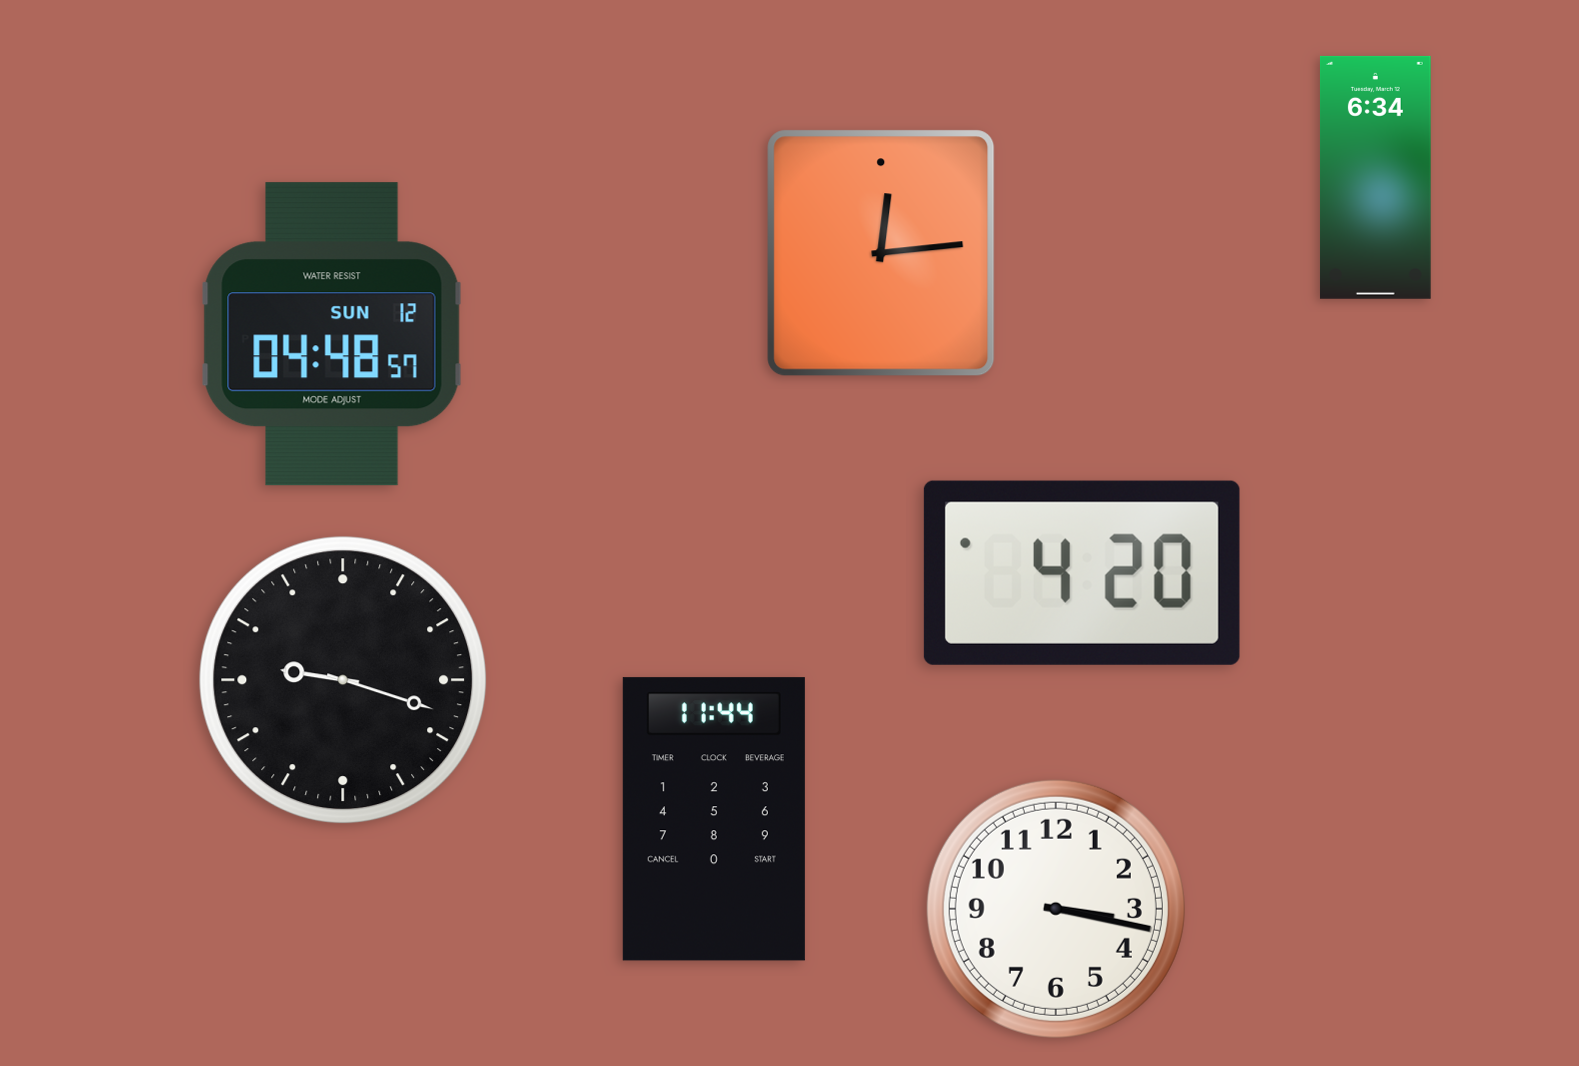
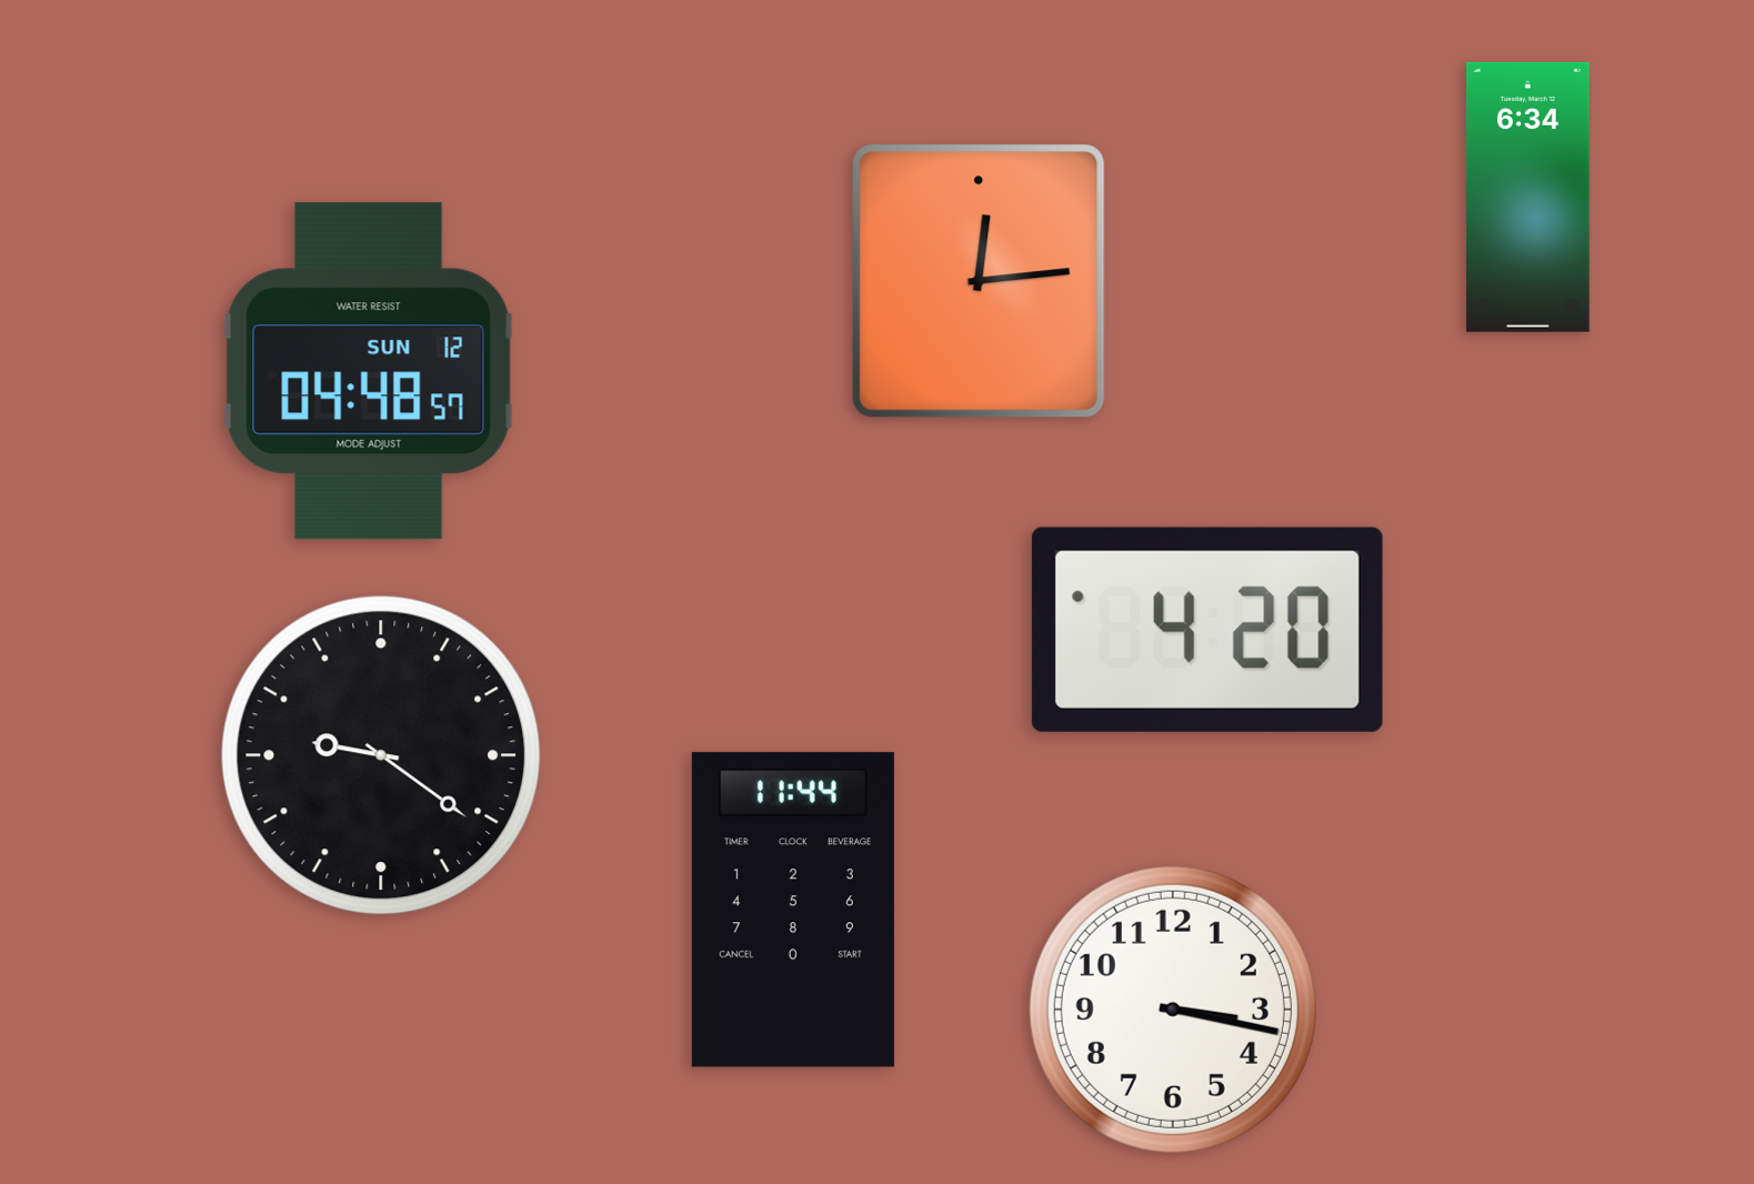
clock at (1082, 573) position: (1082, 573) -> (1207, 630)
clock at (343, 680): 9:18 -> 9:21
